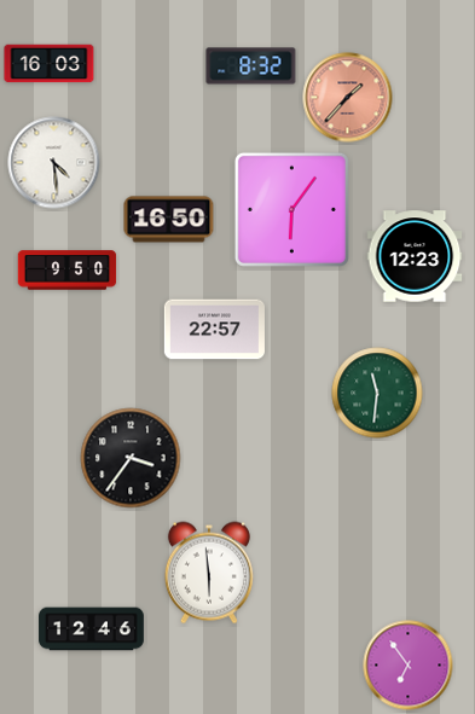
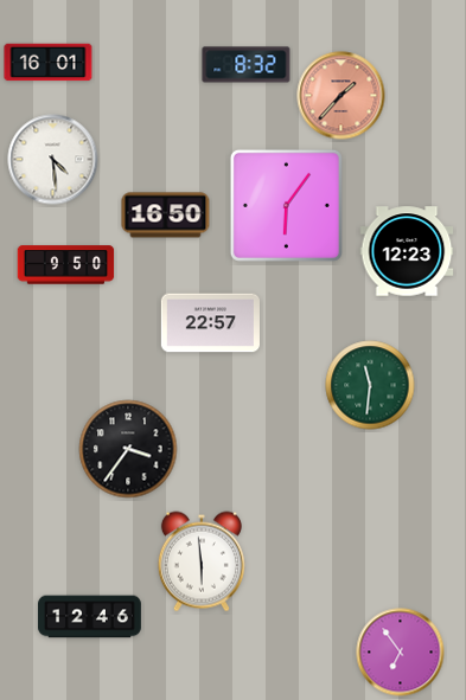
clock at (50, 64): 16:03 -> 16:01
clock at (209, 573) position: (209, 573) -> (202, 561)
